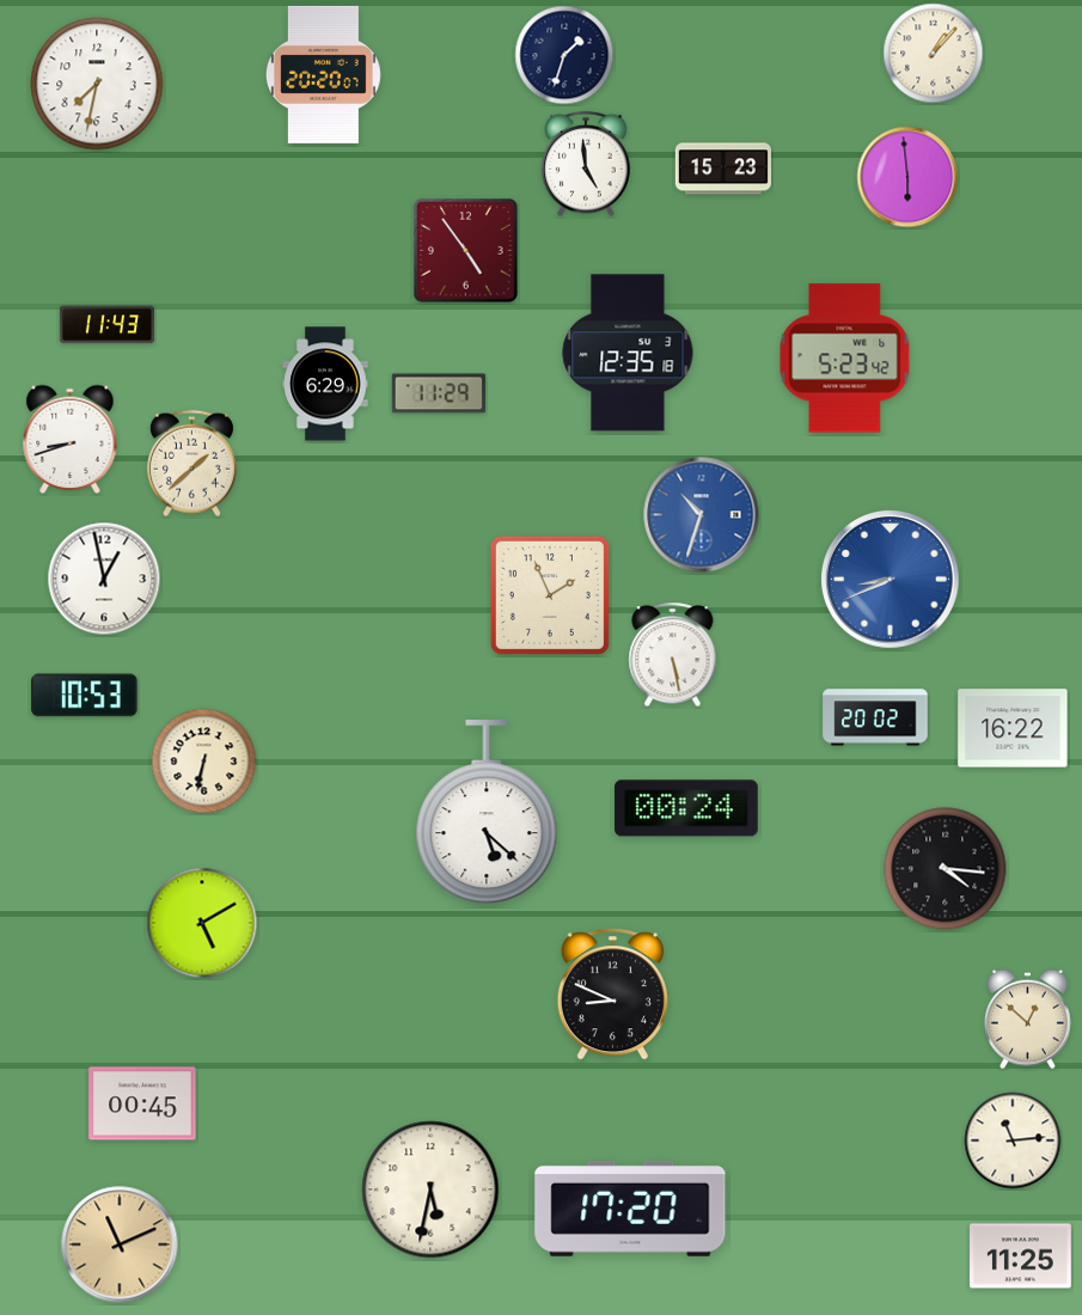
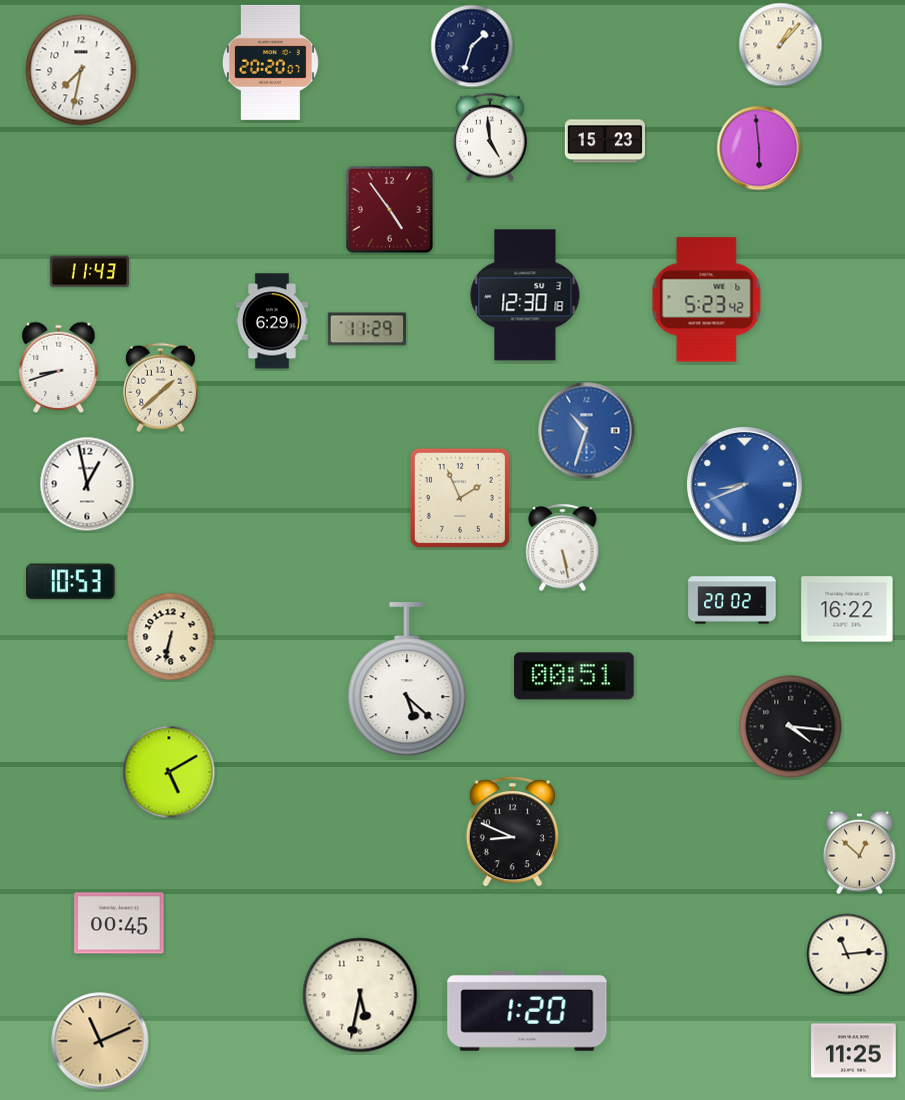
clock at (628, 353): 12:35 -> 12:30
clock at (686, 808): 00:24 -> 00:51
clock at (630, 1210): 17:20 -> 1:20
